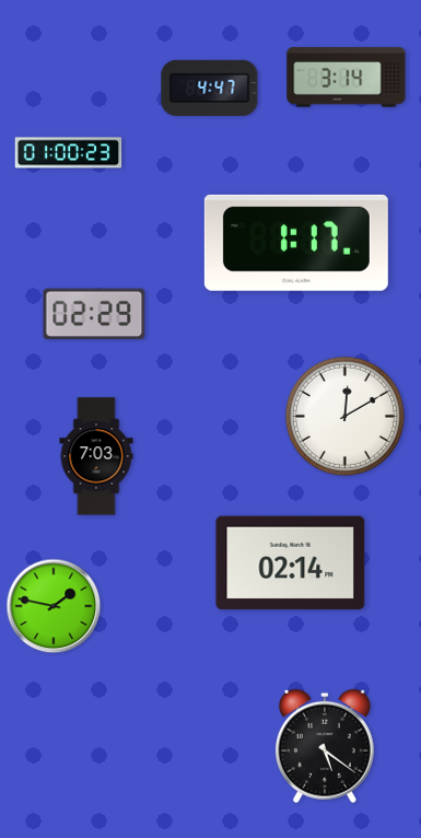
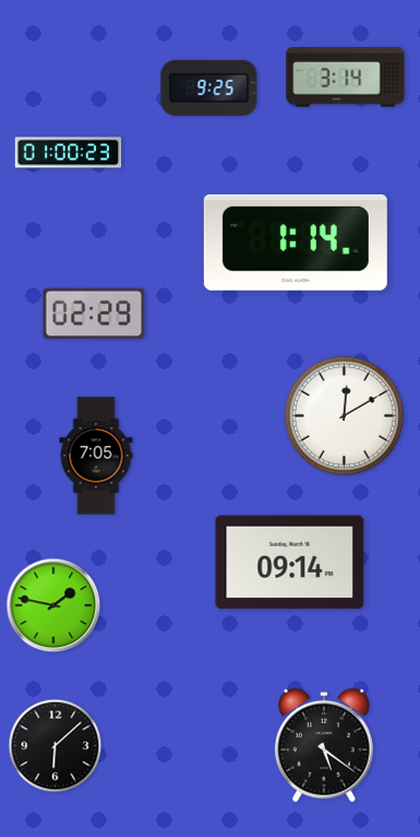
clock at (210, 88): 4:47 -> 9:25
clock at (296, 243): 1:17 -> 1:14
clock at (96, 456): 7:03 -> 7:05
clock at (291, 563): 02:14 -> 09:14
clock at (56, 746): none -> 6:08
